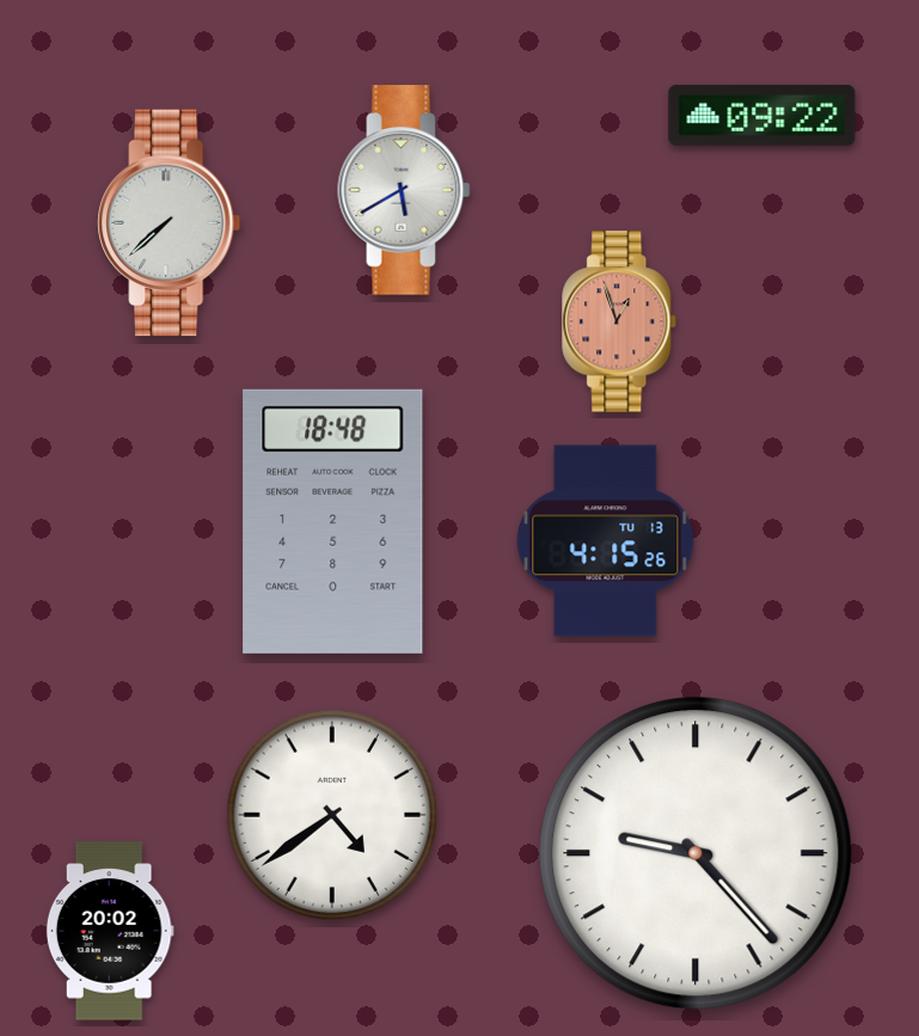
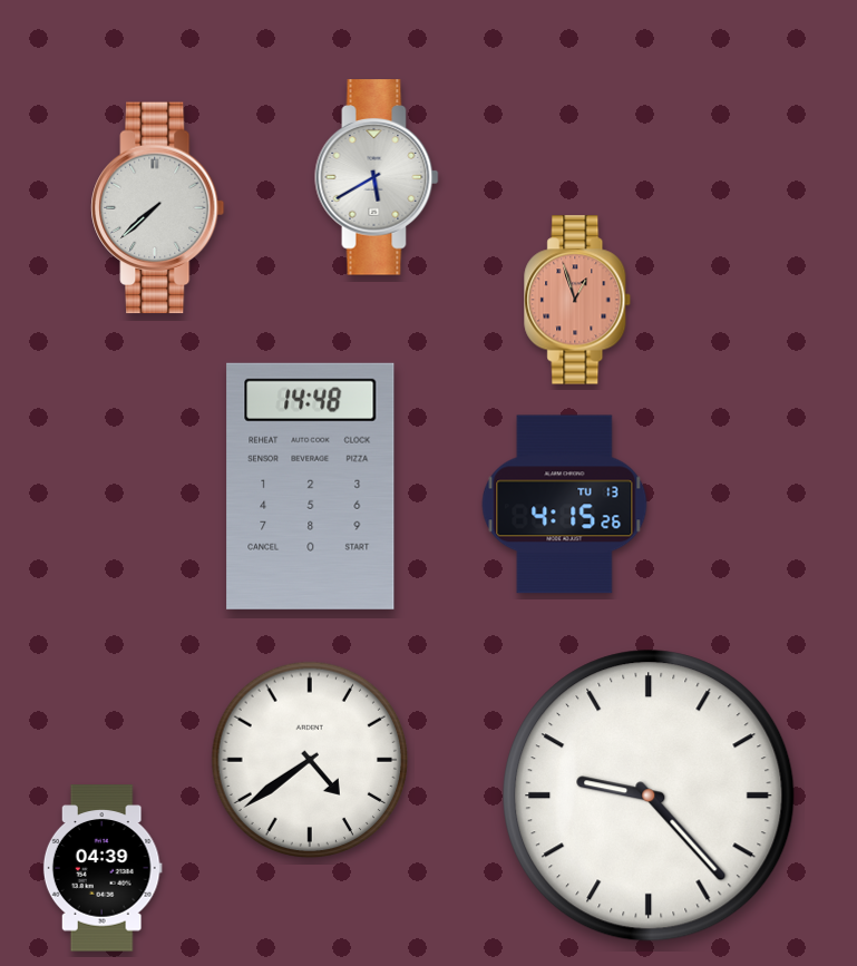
clock at (762, 115): 09:22 -> none
clock at (333, 521): 18:48 -> 14:48
clock at (110, 931): 20:02 -> 04:39
